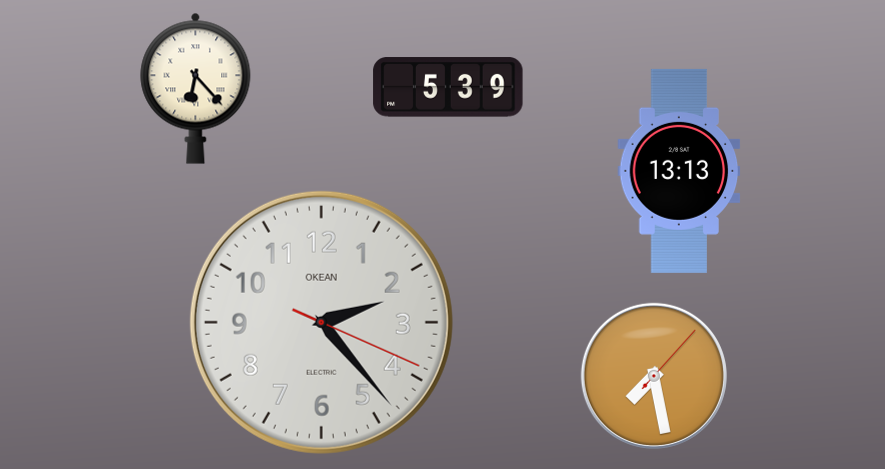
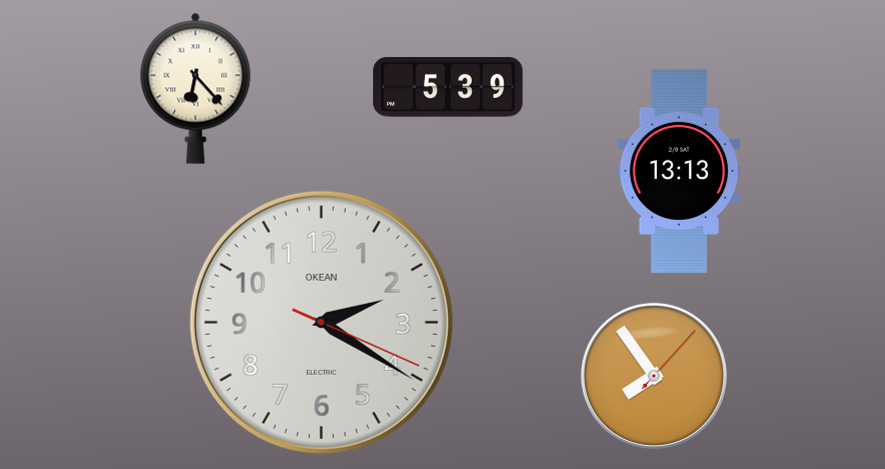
clock at (321, 322): 2:23 -> 2:20
clock at (654, 376): 7:28 -> 7:54
